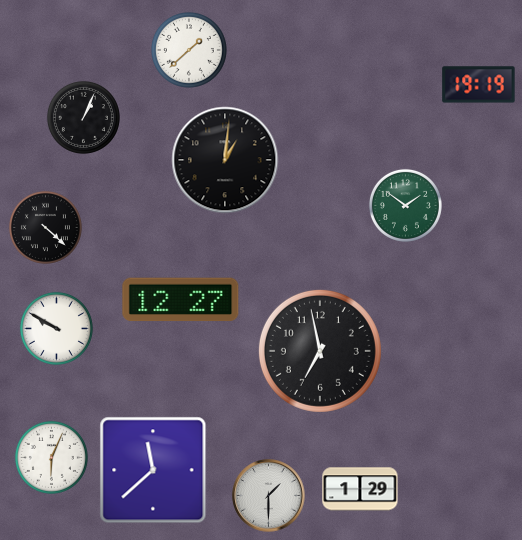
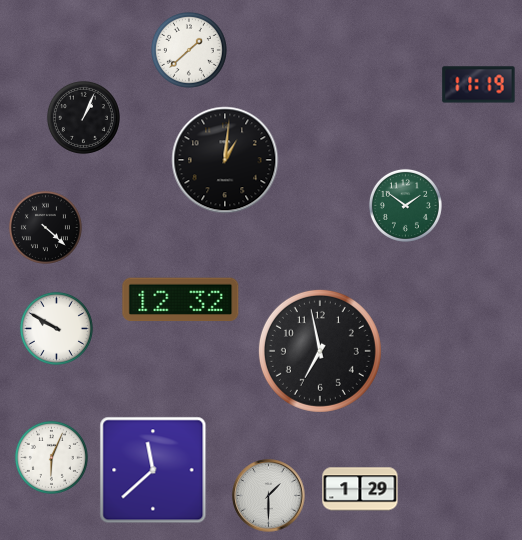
clock at (479, 85): 19:19 -> 11:19
clock at (181, 300): 12:27 -> 12:32
